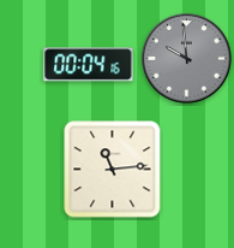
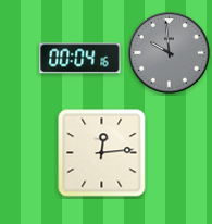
clock at (113, 170): 11:14 -> 12:14
